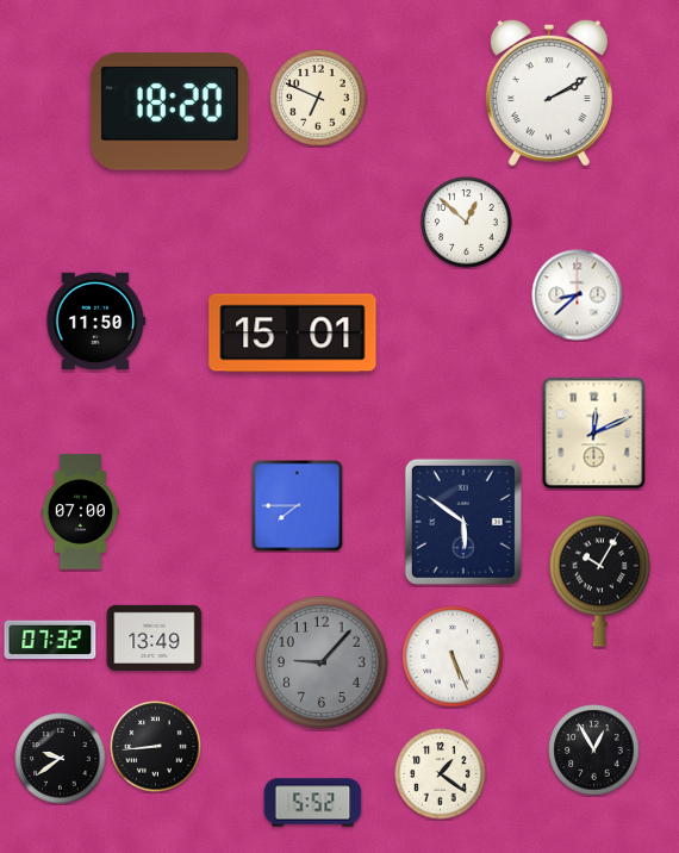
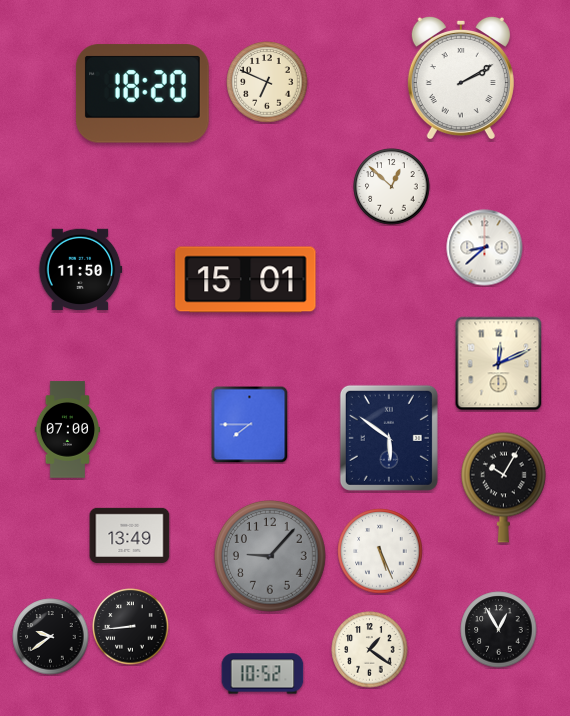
clock at (50, 640): 07:32 -> none
clock at (313, 803): 5:52 -> 10:52
